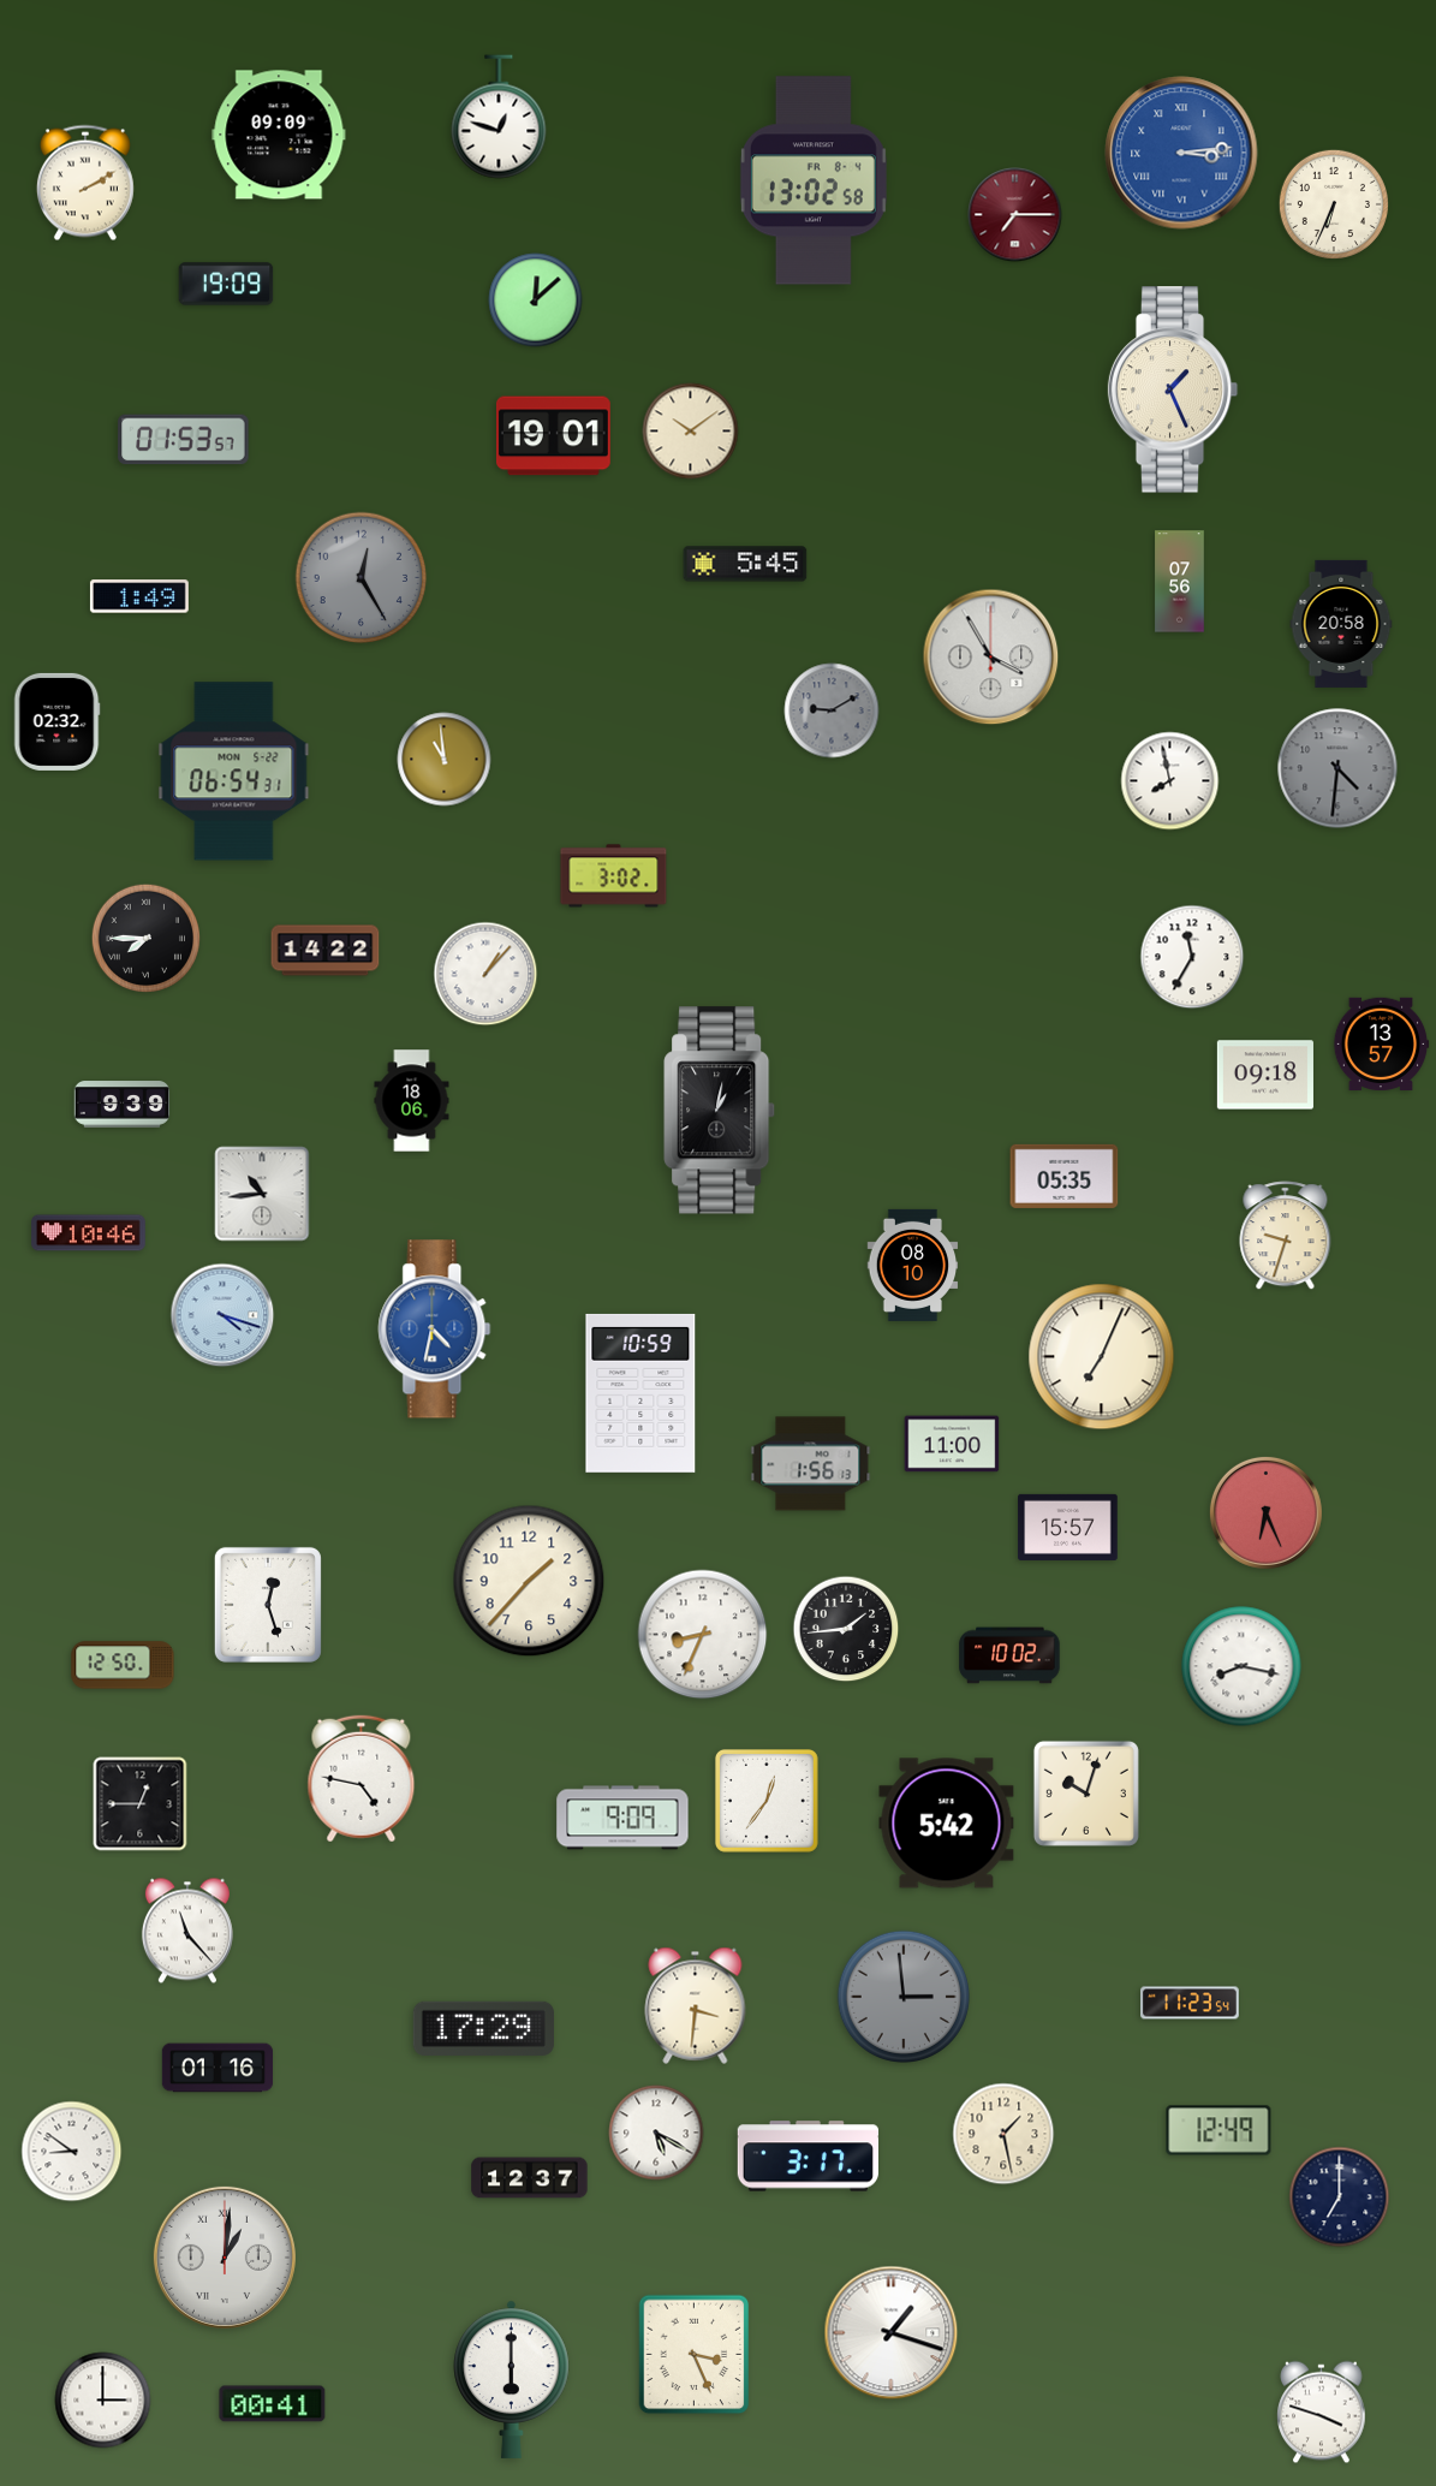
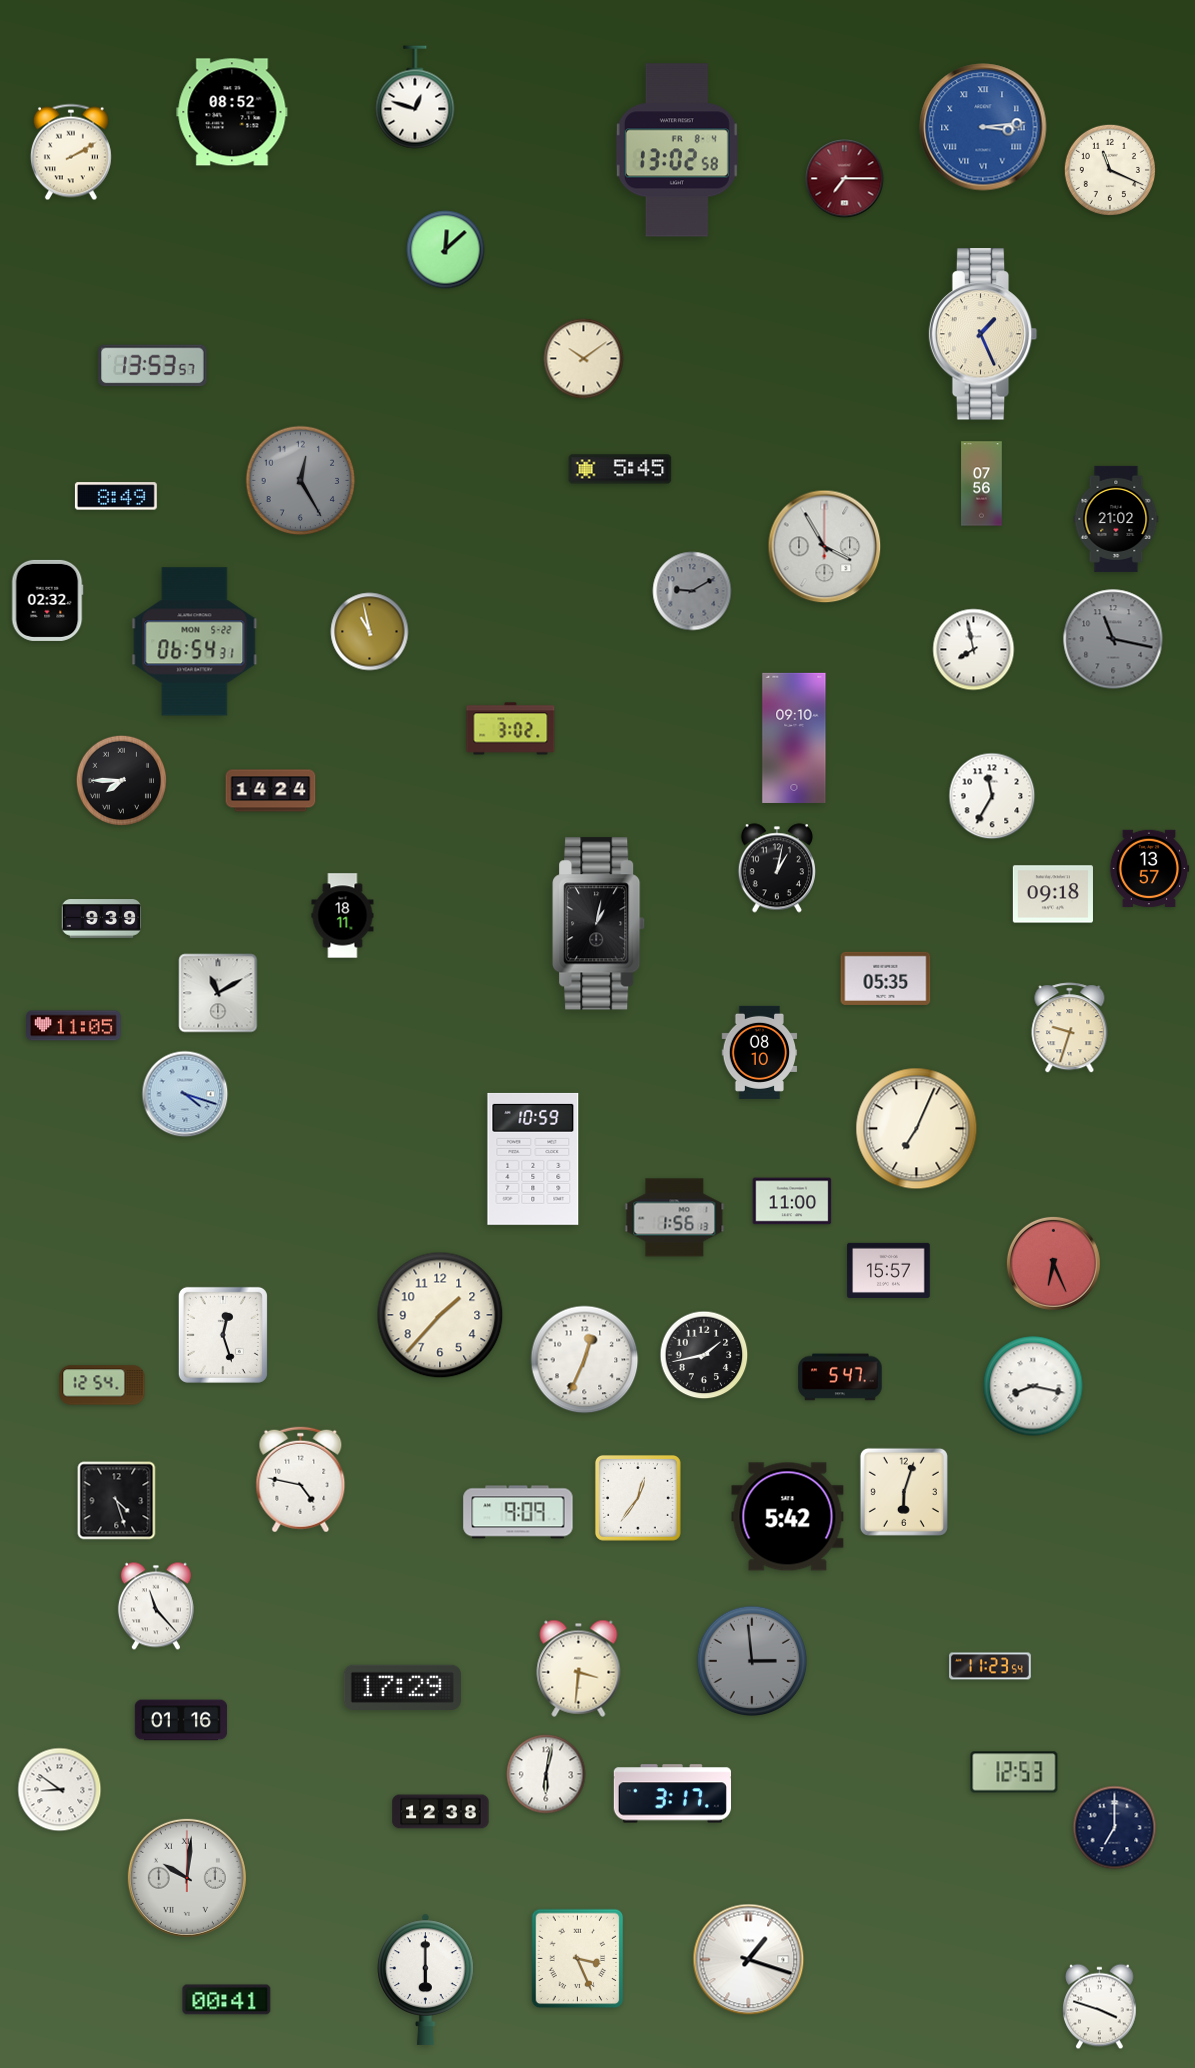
clock at (279, 135): 09:09 -> 08:52
clock at (1334, 204): 6:34 -> 11:19
clock at (226, 284): 19:09 -> none
clock at (1173, 389) position: (1173, 389) -> (983, 334)
clock at (691, 432) position: (691, 432) -> (584, 359)
clock at (554, 436): 19:01 -> none
clock at (184, 440): 01:53 -> 13:53
clock at (139, 596): 1:49 -> 8:49
clock at (1341, 624): 20:58 -> 21:02
clock at (445, 760): 10:59 -> 10:58
clock at (1337, 768): 4:31 -> 11:17
clock at (794, 738): none -> 09:10
clock at (326, 951): 14:22 -> 14:24
clock at (485, 974): 1:07 -> none
clock at (777, 868): none -> 1:02
clock at (412, 1101): 18:06 -> 18:11
clock at (262, 1194): 10:44 -> 11:10
clock at (89, 1233): 10:46 -> 11:05
clock at (435, 1330): 4:32 -> none
clock at (1265, 1512) position: (1265, 1512) -> (1053, 1263)
clock at (846, 1629): 1:44 -> 1:43
clock at (703, 1635): 8:34 -> 12:34
clock at (1009, 1655): 10:02 -> 5:47
clock at (123, 1665): 12:50 -> 12:54
clock at (1086, 1794): 10:03 -> 6:03
clock at (141, 1804): 12:45 -> 4:27
clock at (1218, 2130): 12:49 -> 12:53
clock at (656, 2133): 5:20 -> 6:02
clock at (1003, 2134): 1:28 -> none
clock at (530, 2178): 12:37 -> 12:38
clock at (225, 2258): 1:01 -> 10:01
clock at (892, 2333) position: (892, 2333) -> (749, 1960)
clock at (103, 2401): 3:00 -> none
